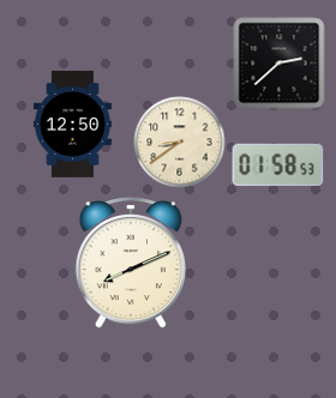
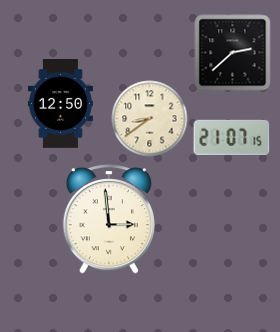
clock at (278, 164): 01:58 -> 21:07
clock at (130, 264): 8:11 -> 2:59
